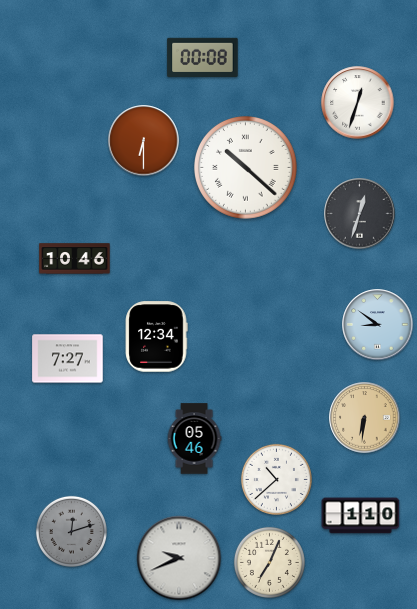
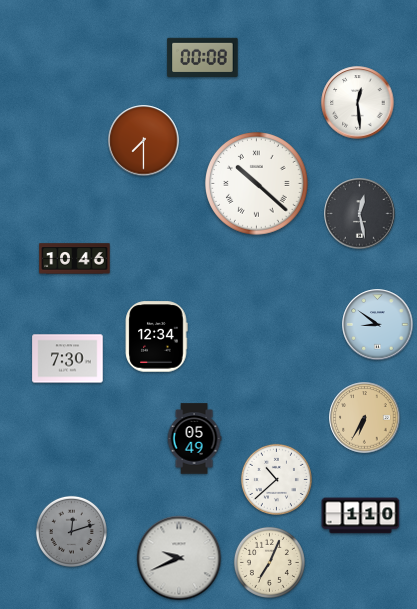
clock at (358, 103): 12:33 -> 12:29
clock at (144, 141): 6:30 -> 7:30
clock at (246, 168) position: (246, 168) -> (257, 184)
clock at (360, 214): 12:33 -> 12:28
clock at (68, 359): 7:27 -> 7:30
clock at (365, 418): 6:31 -> 6:35
clock at (194, 439): 05:46 -> 05:49
